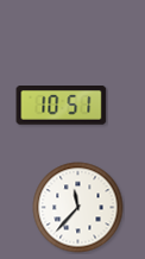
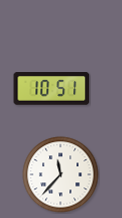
clock at (78, 208) position: (78, 208) -> (61, 175)
